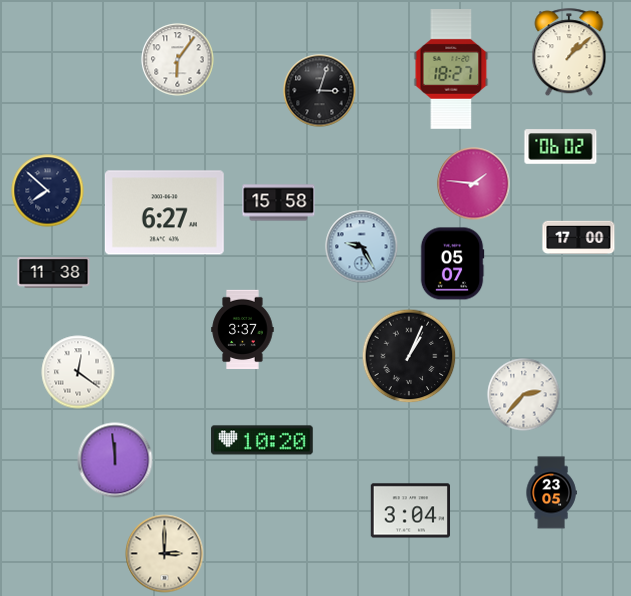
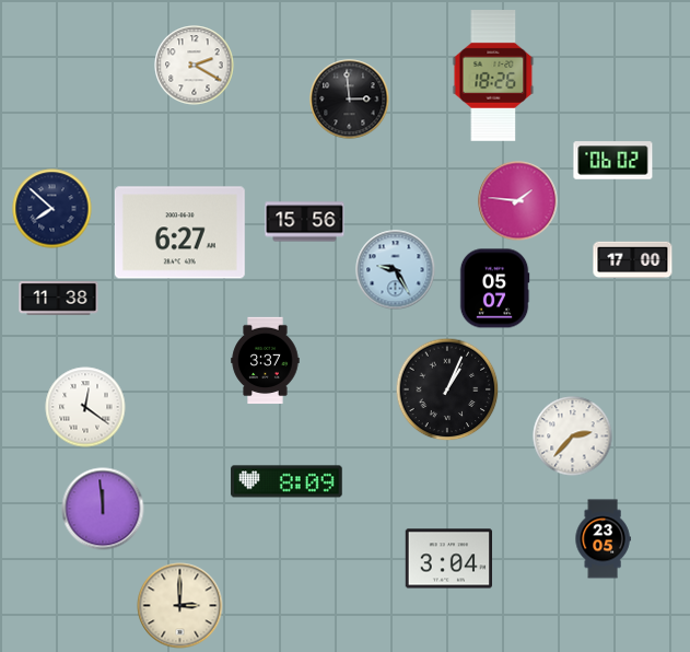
clock at (569, 53): 1:08 -> none
clock at (178, 60): 6:06 -> 2:20
clock at (451, 69): 18:27 -> 18:26
clock at (320, 91): 3:03 -> 2:59
clock at (279, 203): 15:58 -> 15:56
clock at (524, 395) position: (524, 395) -> (573, 436)
clock at (262, 440): 10:20 -> 8:09
clock at (115, 460) position: (115, 460) -> (103, 509)
